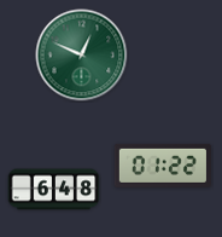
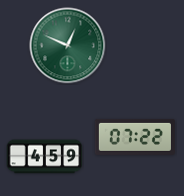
clock at (163, 166): 01:22 -> 07:22
clock at (54, 190): 6:48 -> 4:59
